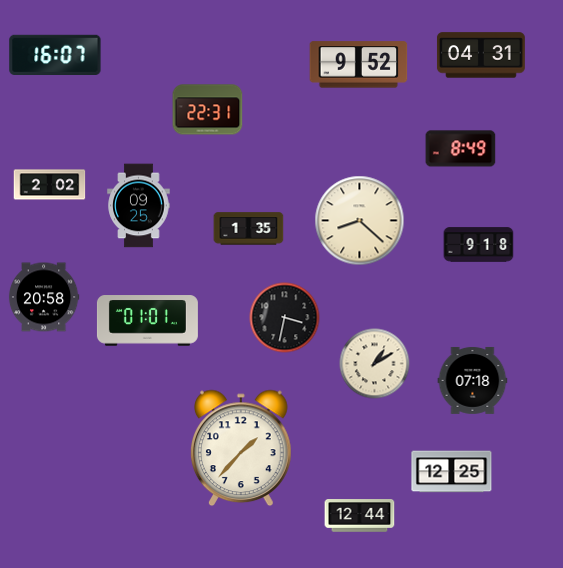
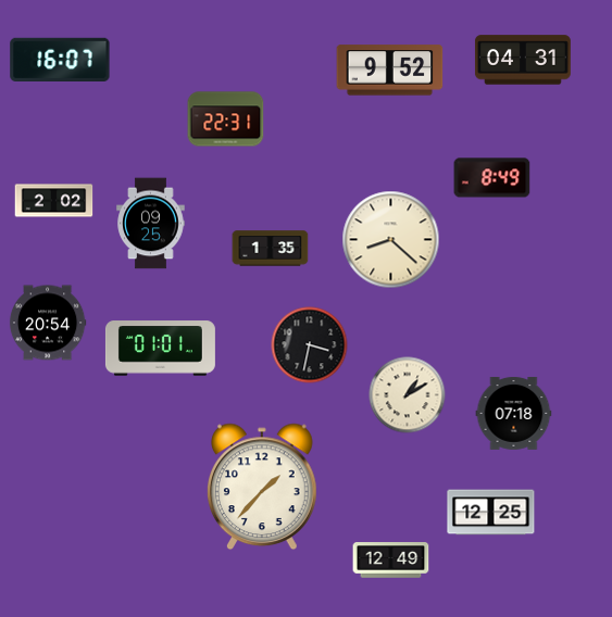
clock at (461, 149) position: (461, 149) -> (492, 178)
clock at (479, 245): 9:18 -> none
clock at (44, 297): 20:58 -> 20:54
clock at (360, 516): 12:44 -> 12:49
